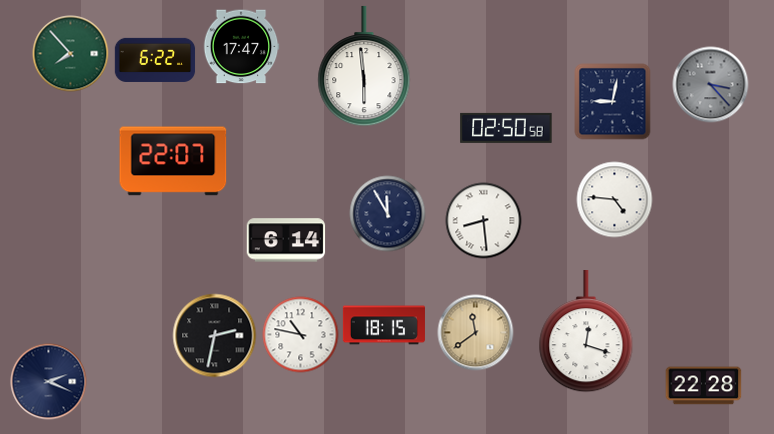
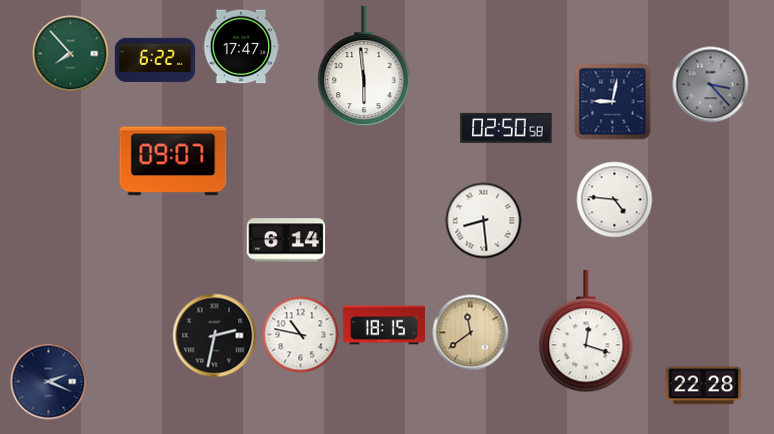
clock at (173, 161): 22:07 -> 09:07
clock at (388, 214): 11:55 -> none
clock at (476, 333) position: (476, 333) -> (471, 333)
